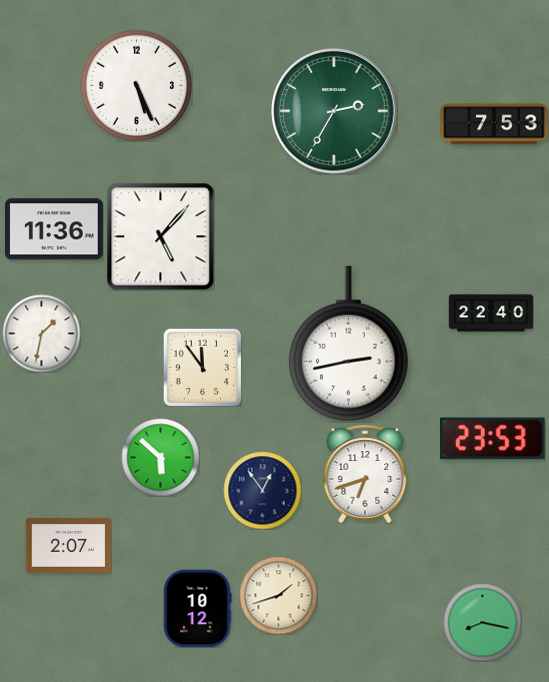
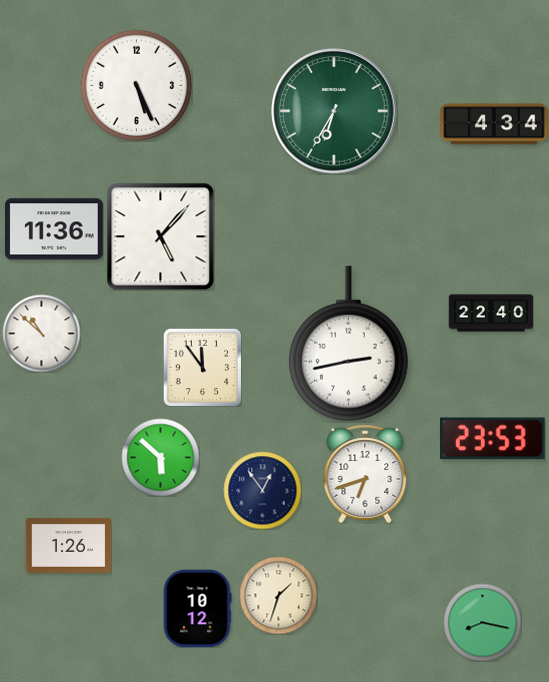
clock at (334, 111): 2:35 -> 6:35
clock at (494, 124): 7:53 -> 4:34
clock at (41, 333): 1:32 -> 10:52
clock at (68, 545): 2:07 -> 1:26
clock at (278, 595): 1:42 -> 1:33
